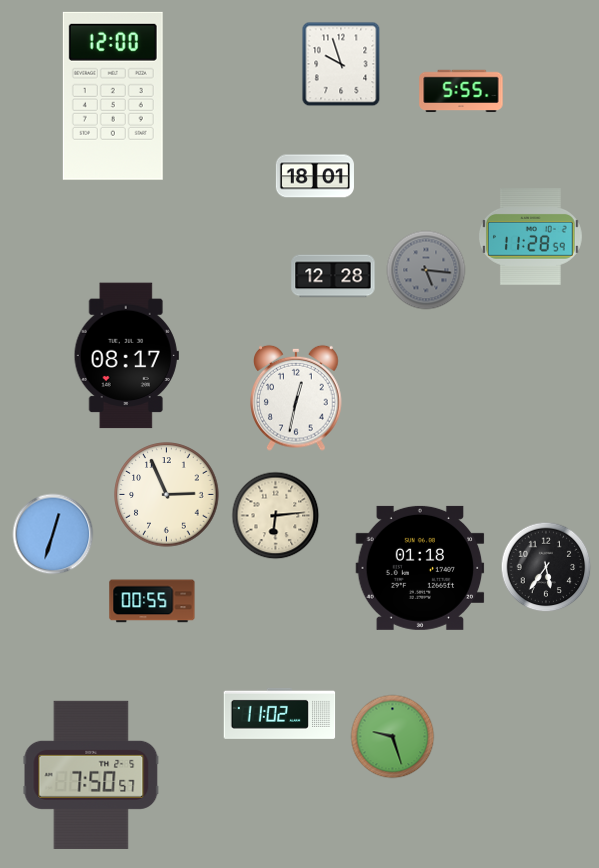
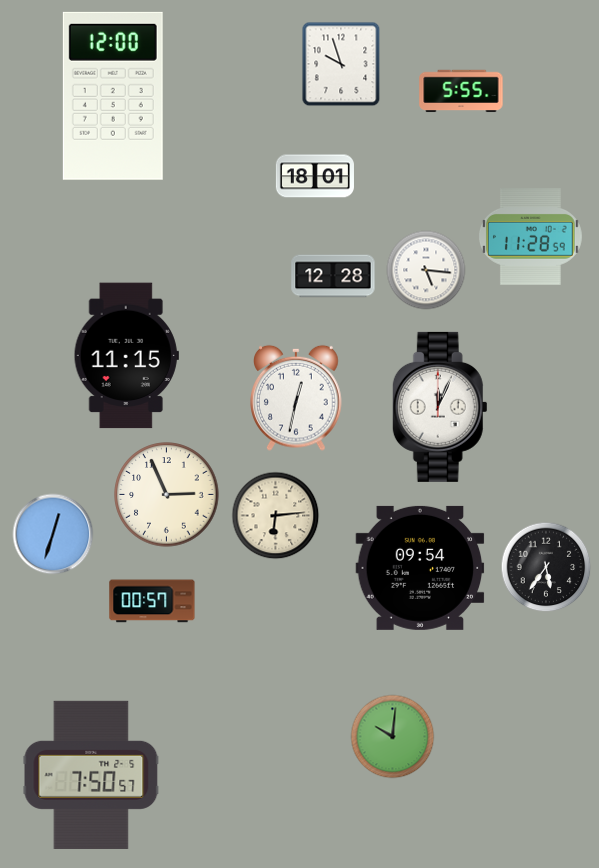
clock at (426, 270) dial: grey -> white
clock at (126, 356): 08:17 -> 11:15
clock at (440, 407): none -> 12:04
clock at (420, 568): 01:18 -> 09:54
clock at (152, 601): 00:55 -> 00:57
clock at (280, 713): 11:02 -> none
clock at (393, 737): 9:27 -> 10:01
